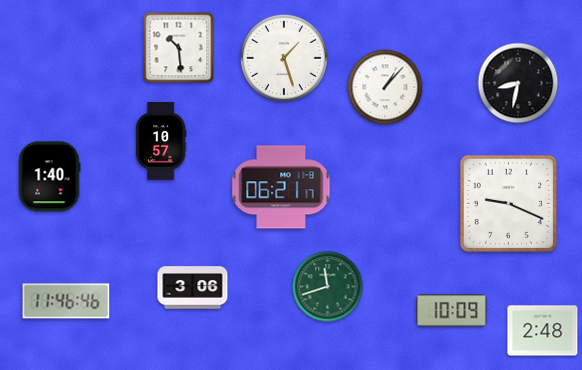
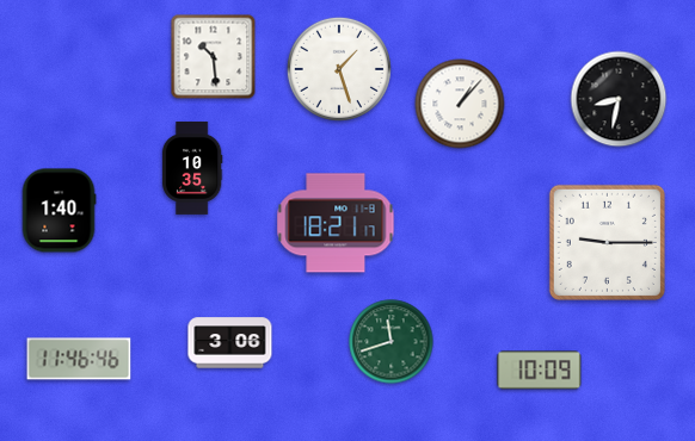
clock at (161, 141): 10:57 -> 10:35
clock at (281, 187): 06:21 -> 18:21
clock at (508, 203): 9:19 -> 9:15
clock at (543, 331): 2:48 -> none
